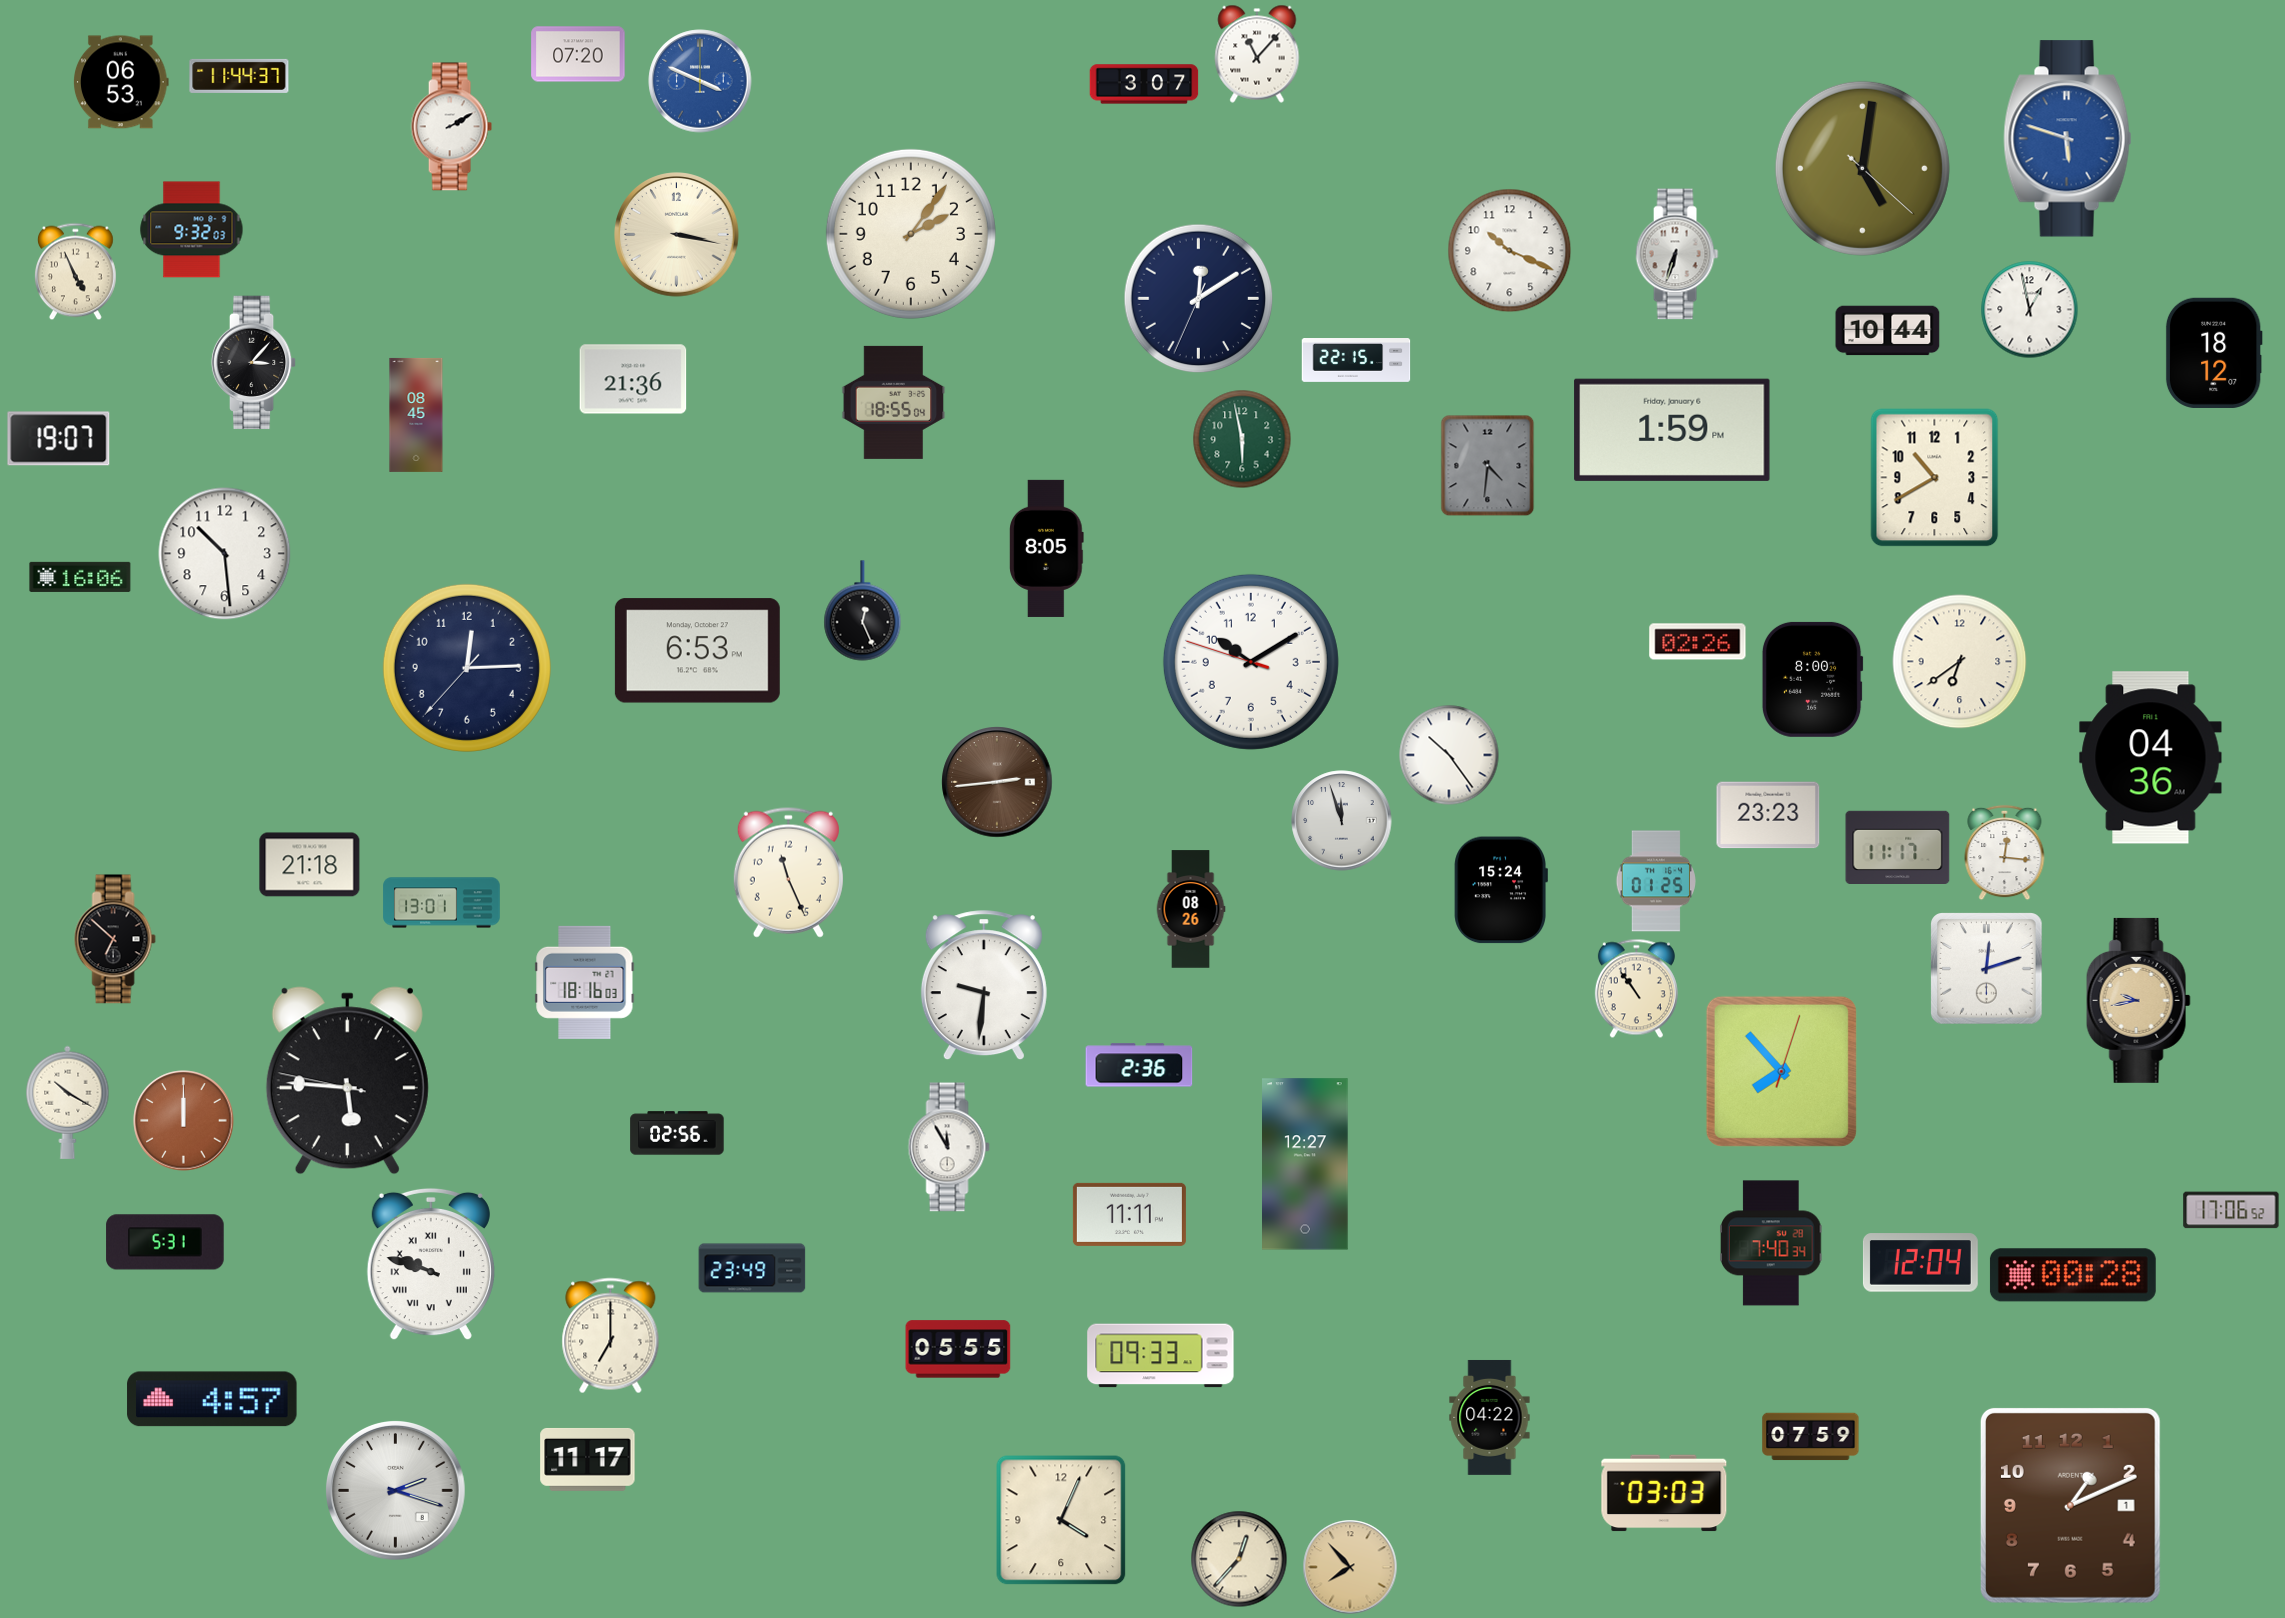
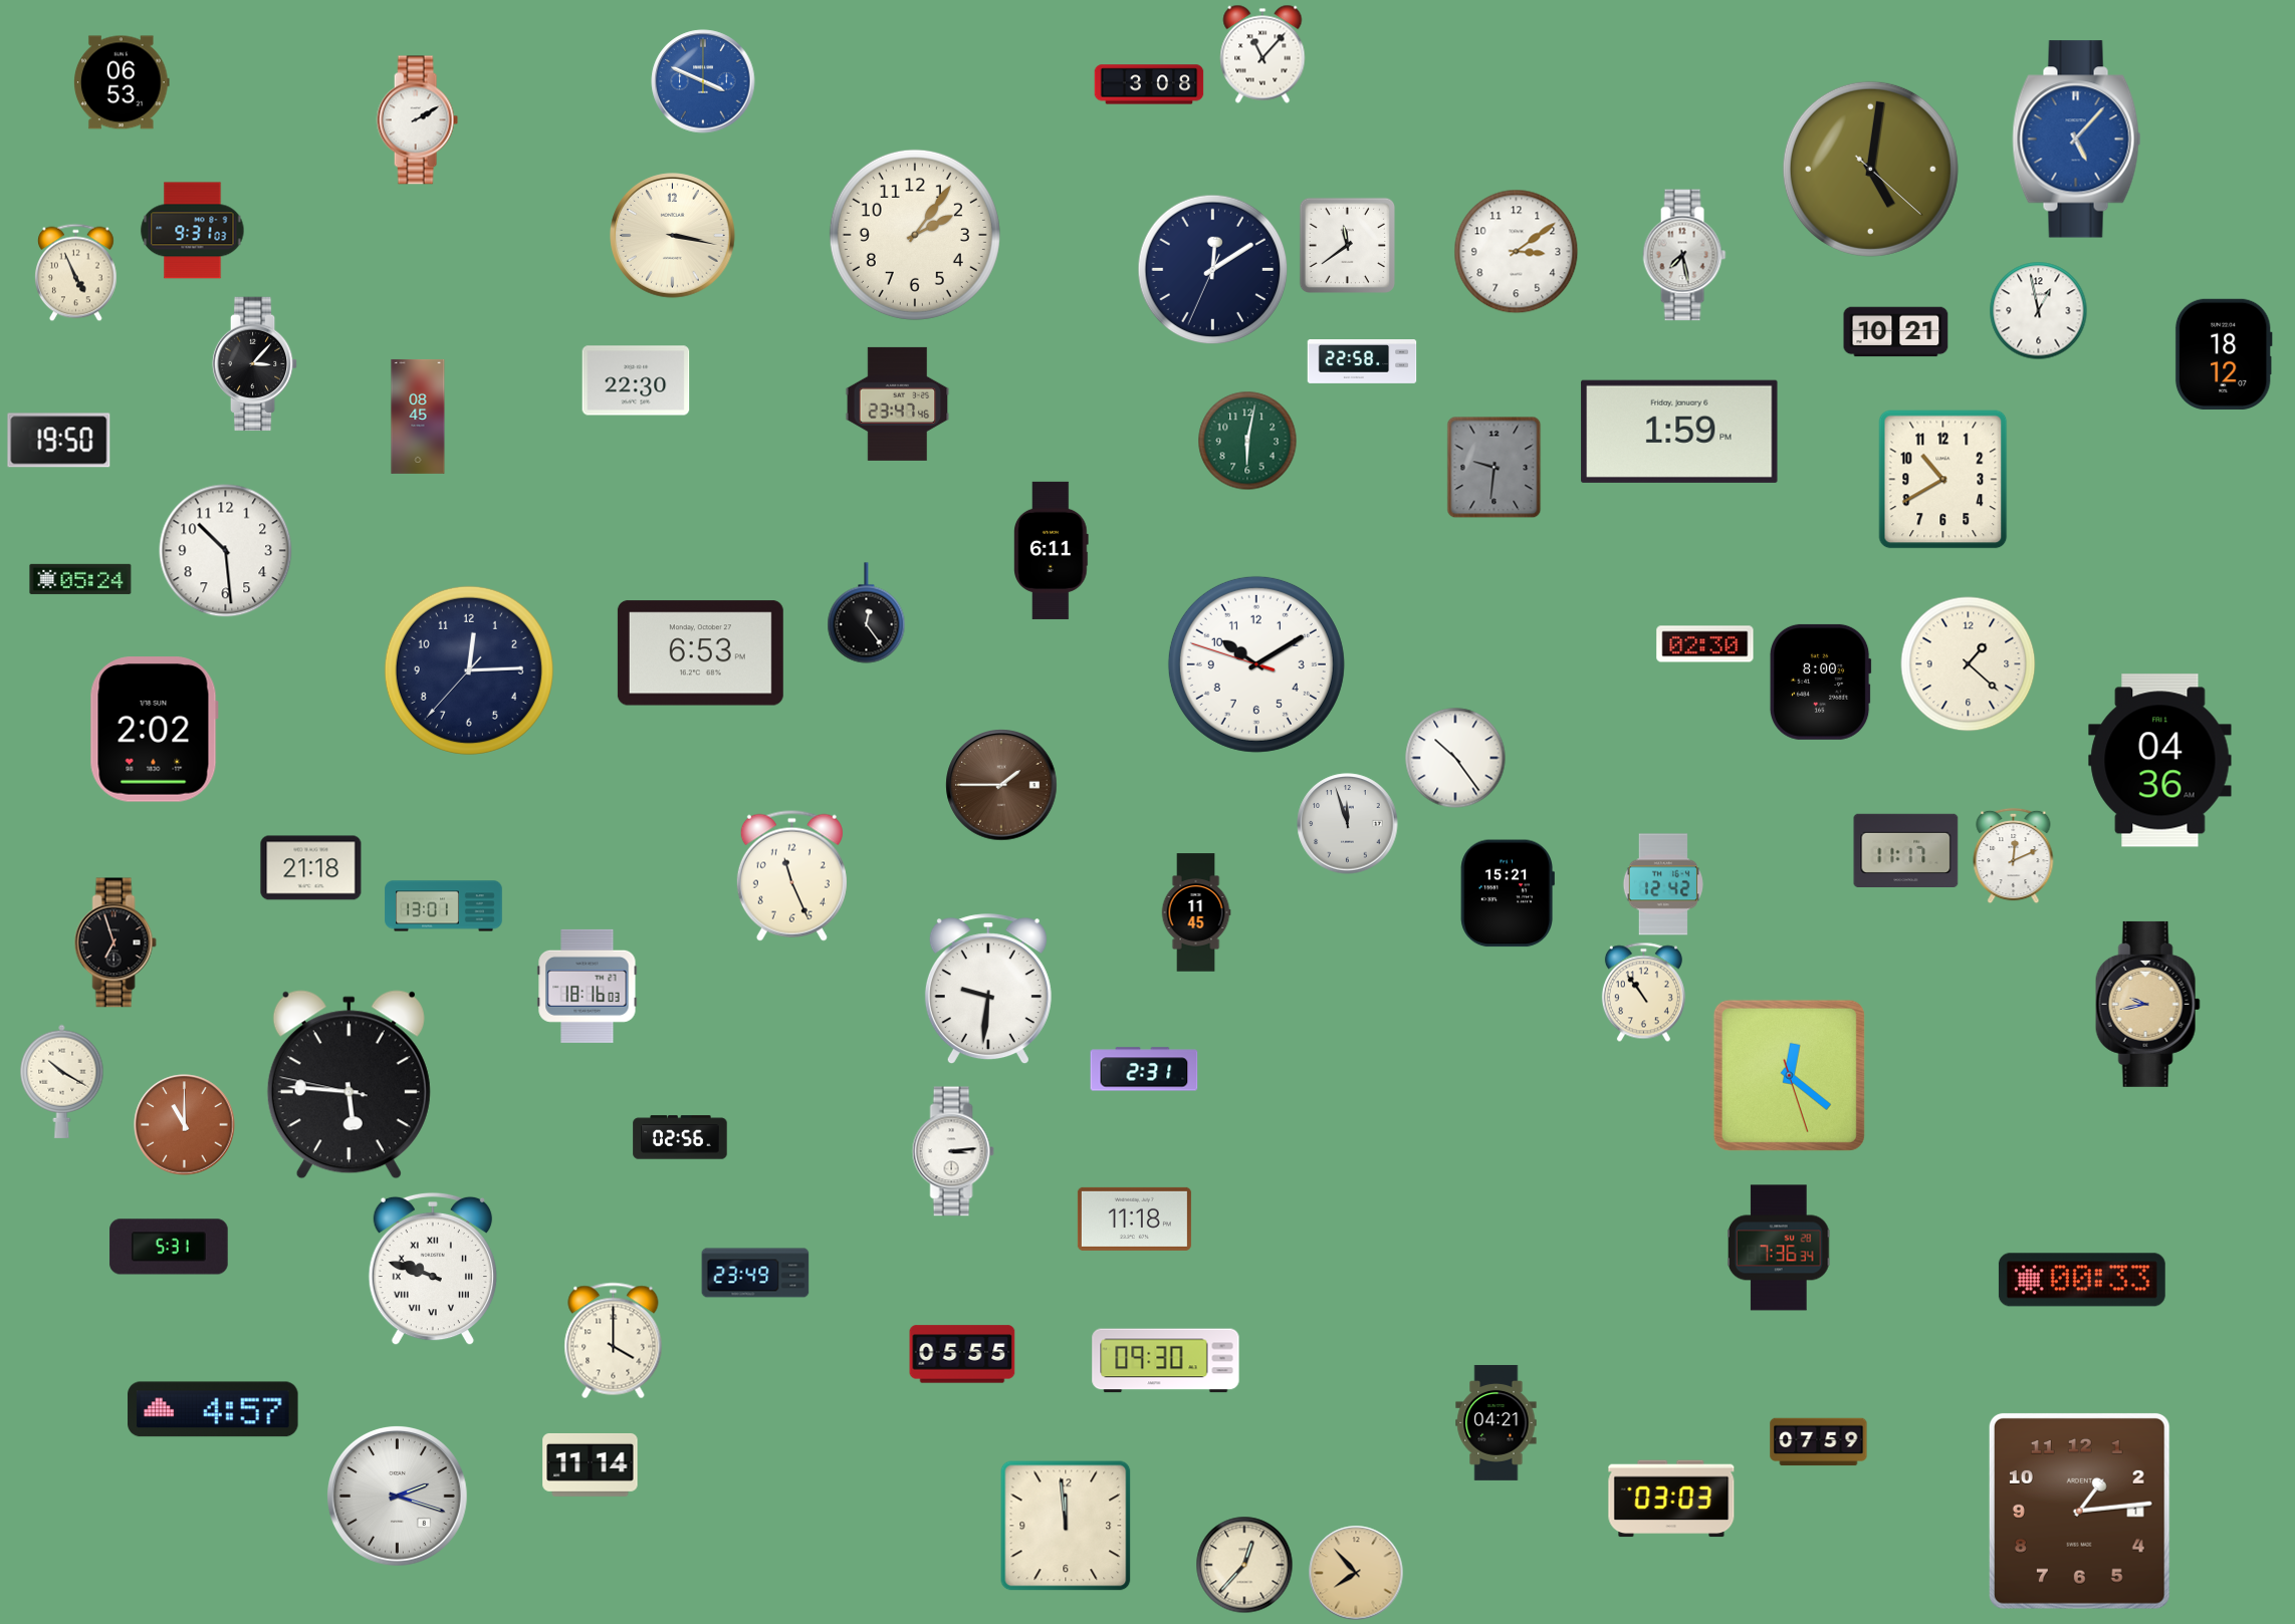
clock at (578, 54): 07:20 -> none
clock at (239, 76): 11:44 -> none
clock at (1144, 84): 3:07 -> 3:08
clock at (451, 127) position: (451, 127) -> (417, 120)
clock at (2068, 139): 5:48 -> 5:07
clock at (192, 230): 9:32 -> 9:31
clock at (677, 235) position: (677, 235) -> (673, 236)
clock at (1347, 245): none -> 11:39
clock at (1510, 251): 10:19 -> 3:09
clock at (1677, 254): 6:33 -> 7:28
clock at (1199, 299) position: (1199, 299) -> (1213, 270)
clock at (1888, 331): 10:44 -> 10:21
clock at (1356, 361): 22:15 -> 22:58
clock at (633, 379): 21:36 -> 22:30
clock at (894, 402): 18:55 -> 23:47
clock at (59, 439): 19:07 -> 19:50
clock at (1242, 439): 5:58 -> 6:02
clock at (1488, 466): 4:31 -> 9:31
clock at (1047, 548): 8:05 -> 6:11
clock at (225, 554) position: (225, 554) -> (226, 551)
clock at (80, 577): 16:06 -> 05:24
clock at (863, 611): 12:26 -> 12:24
clock at (1698, 642): 02:26 -> 02:30
clock at (1960, 662): 6:39 -> 1:22
clock at (154, 730): none -> 2:02
clock at (997, 782): 2:44 -> 1:45
clock at (1768, 815): 23:23 -> none
clock at (2005, 853): 12:16 -> 12:11
clock at (1655, 881): 01:25 -> 12:42
clock at (1501, 890): 15:24 -> 15:21
clock at (1191, 909): 08:26 -> 11:45
clock at (115, 939): 6:52 -> 6:57
clock at (1987, 969): 12:12 -> none
clock at (1139, 1065): 2:36 -> 2:31
clock at (1781, 1071): 7:53 -> 12:21
clock at (68, 1102) position: (68, 1102) -> (62, 1081)
clock at (184, 1121): 12:00 -> 11:00
clock at (949, 1147): 11:55 -> 3:14
clock at (1305, 1164): 12:27 -> none
clock at (2231, 1210): 17:06 -> none
clock at (1129, 1214): 11:11 -> 11:18
clock at (165, 1242) position: (165, 1242) -> (169, 1247)
clock at (1772, 1243): 7:40 -> 7:36
clock at (1920, 1263): 12:04 -> none
clock at (2073, 1275): 00:28 -> 00:33
clock at (611, 1336): 7:00 -> 4:00
clock at (1161, 1356): 09:33 -> 09:30
clock at (212, 1399) position: (212, 1399) -> (213, 1409)
clock at (1490, 1417): 04:22 -> 04:21
clock at (588, 1459): 11:17 -> 11:14
clock at (2070, 1505): 1:11 -> 1:14
clock at (1061, 1520): 4:04 -> 11:59
